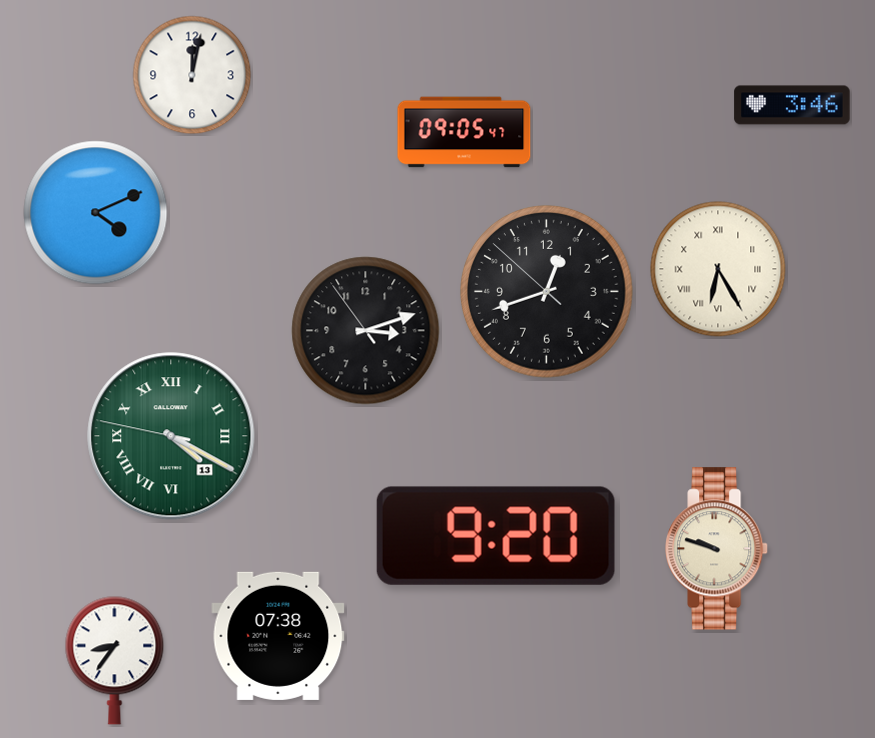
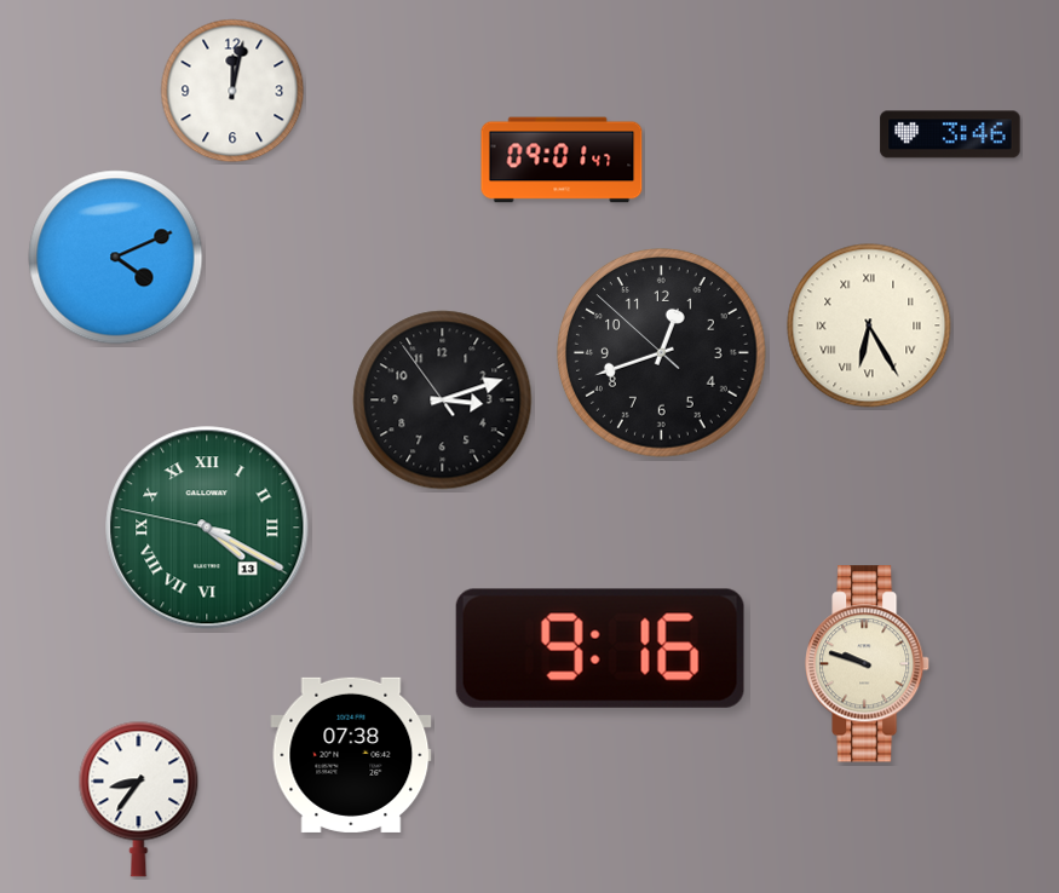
clock at (792, 105) position: (792, 105) -> (950, 134)
clock at (464, 132): 09:05 -> 09:01
clock at (496, 536): 9:20 -> 9:16
clock at (278, 636) position: (278, 636) -> (351, 755)
